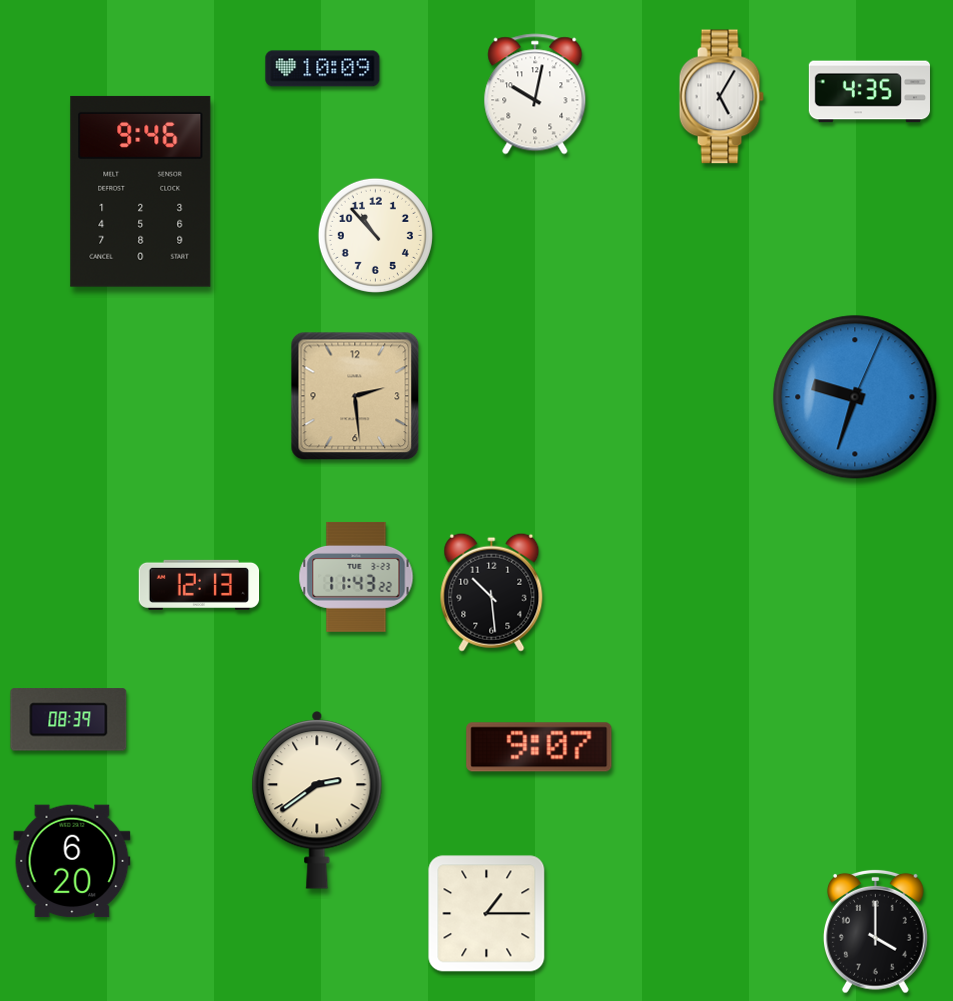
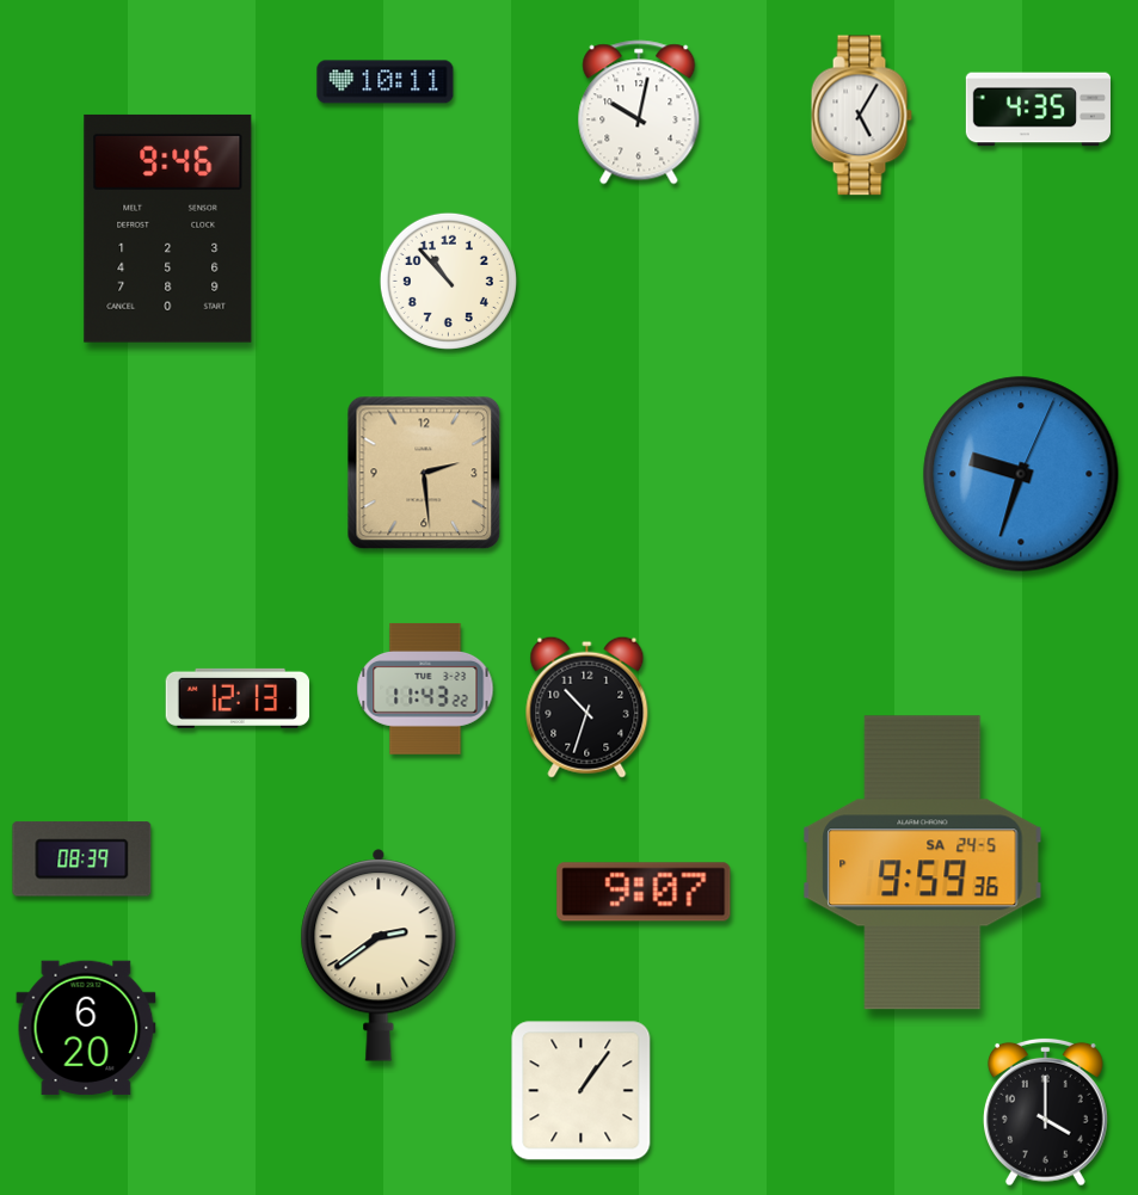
clock at (323, 69): 10:09 -> 10:11
clock at (492, 592): 10:29 -> 10:33
clock at (923, 863): none -> 9:59
clock at (487, 914): 1:15 -> 1:06
